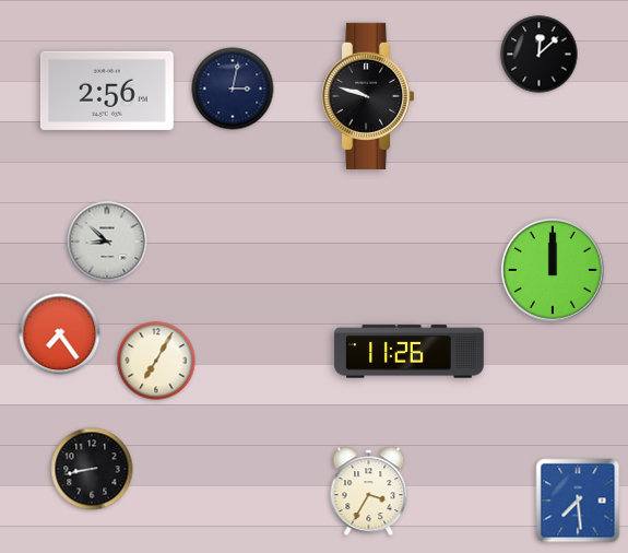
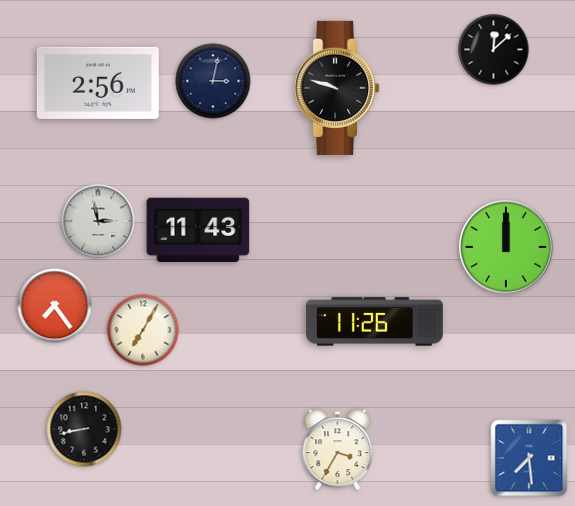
clock at (107, 242): 8:52 -> 2:58
clock at (198, 229): none -> 11:43
